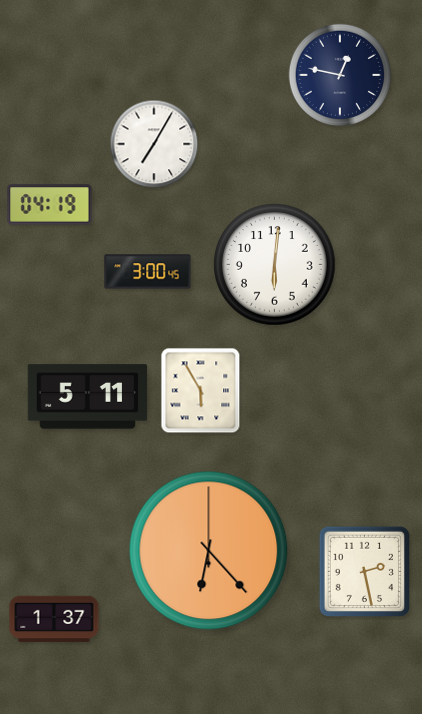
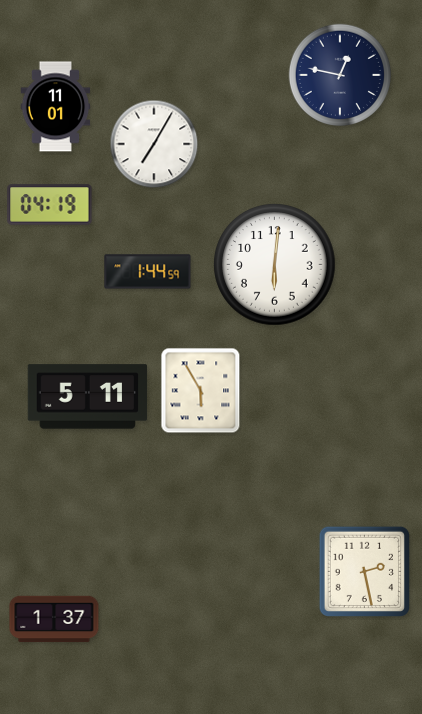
clock at (56, 107): none -> 11:01
clock at (148, 272): 3:00 -> 1:44
clock at (209, 551): 6:23 -> none
